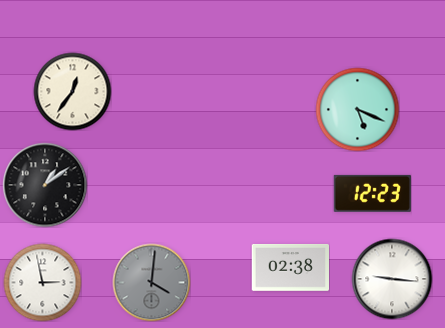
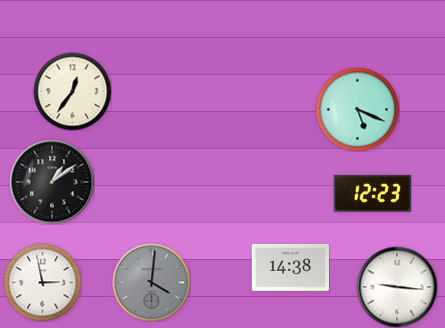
clock at (45, 185) position: (45, 185) -> (52, 182)
clock at (290, 268): 02:38 -> 14:38
clock at (392, 279) position: (392, 279) -> (397, 287)
